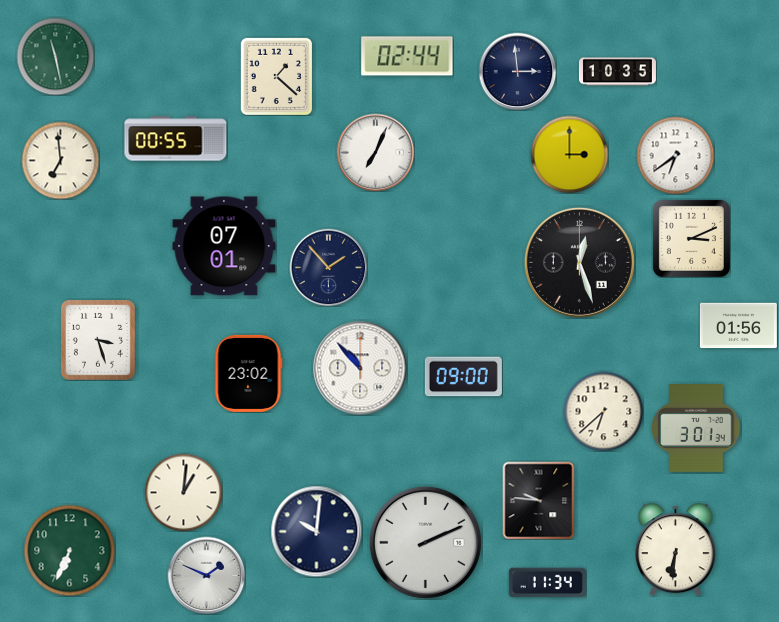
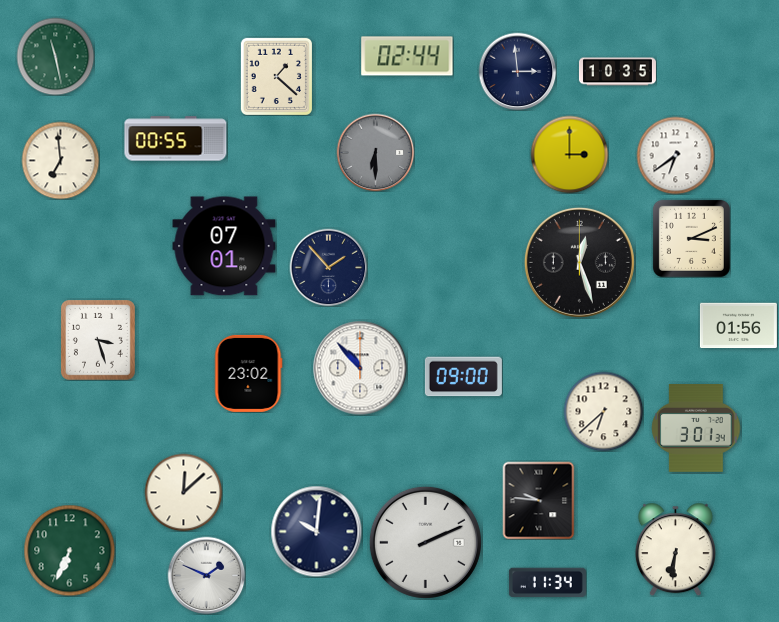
clock at (375, 152): 7:04 -> 6:30
clock at (375, 152) dial: white -> grey
clock at (183, 492): 1:01 -> 12:08
